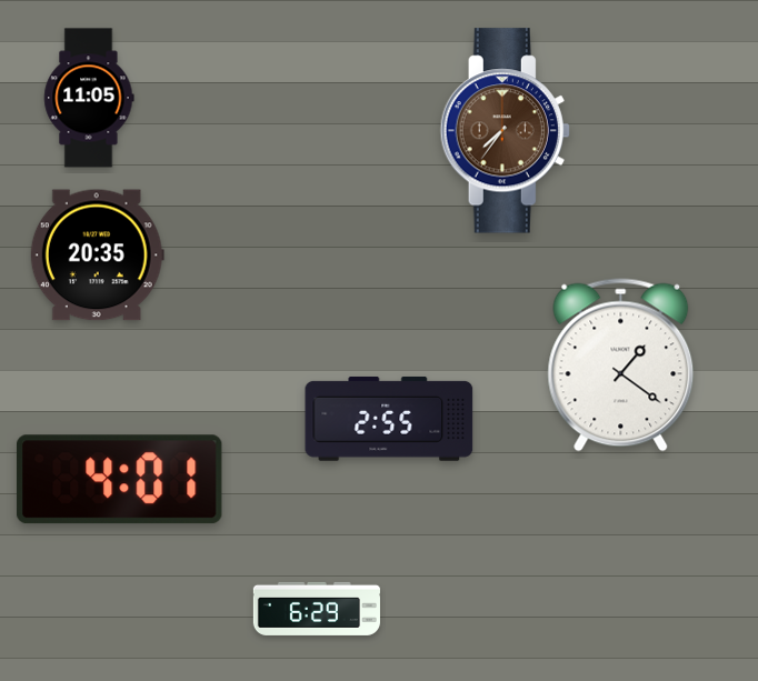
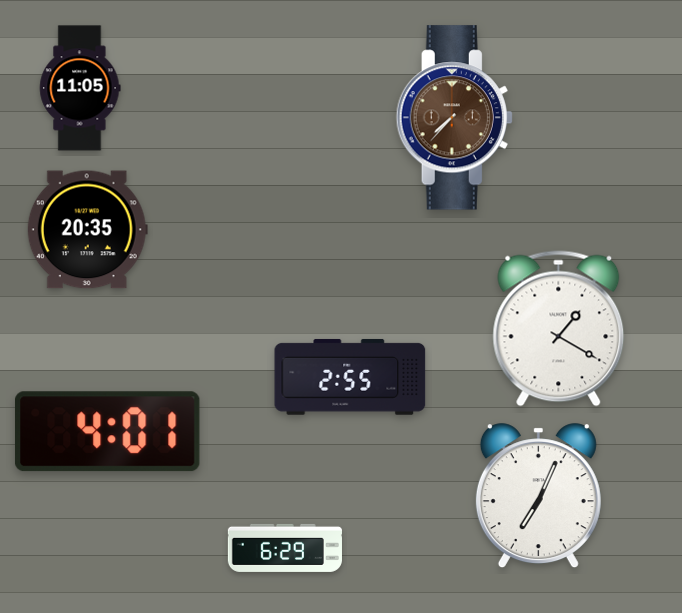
clock at (505, 131): 7:36 -> 7:37
clock at (621, 365): 1:21 -> 1:20
clock at (538, 496): none -> 7:04
